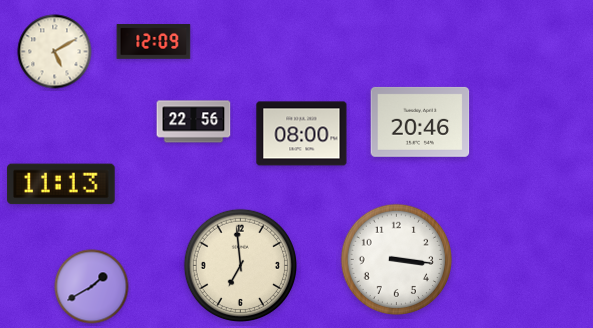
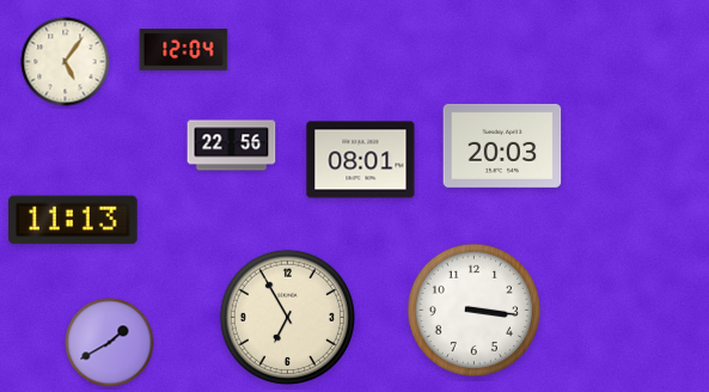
clock at (154, 42): 12:09 -> 12:04
clock at (55, 52): 5:10 -> 5:06
clock at (420, 122): 20:46 -> 20:03
clock at (302, 134): 08:00 -> 08:01
clock at (240, 265): 6:59 -> 6:55
